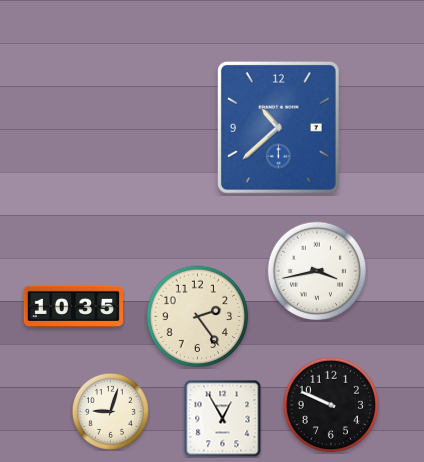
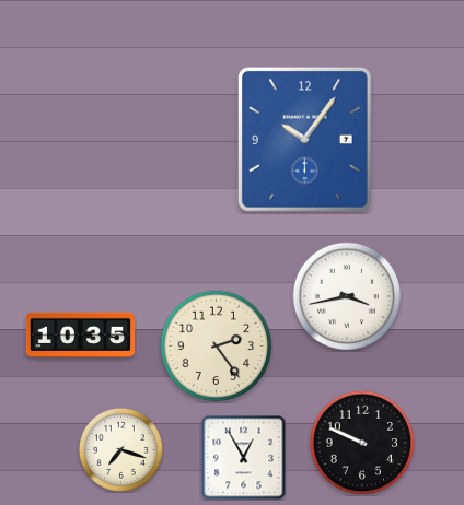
clock at (278, 127): 10:38 -> 10:06
clock at (110, 411): 9:03 -> 7:18
